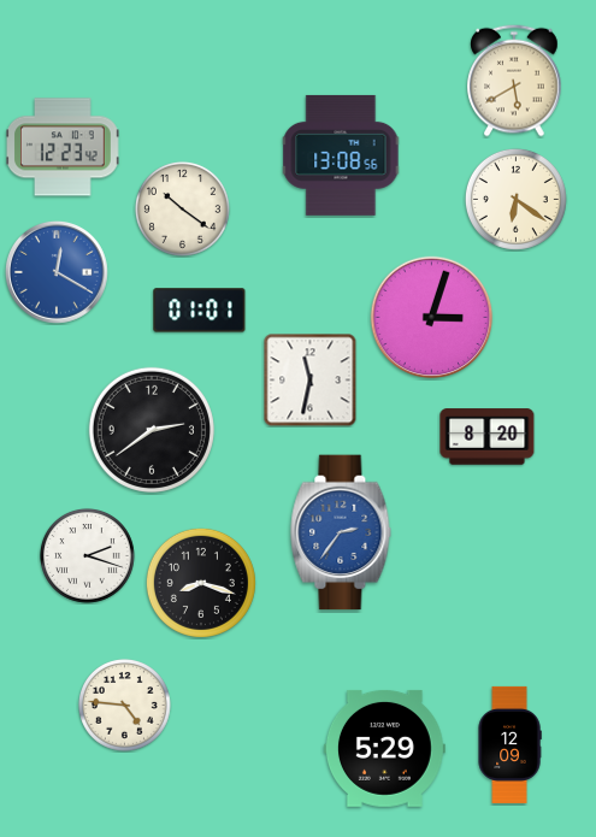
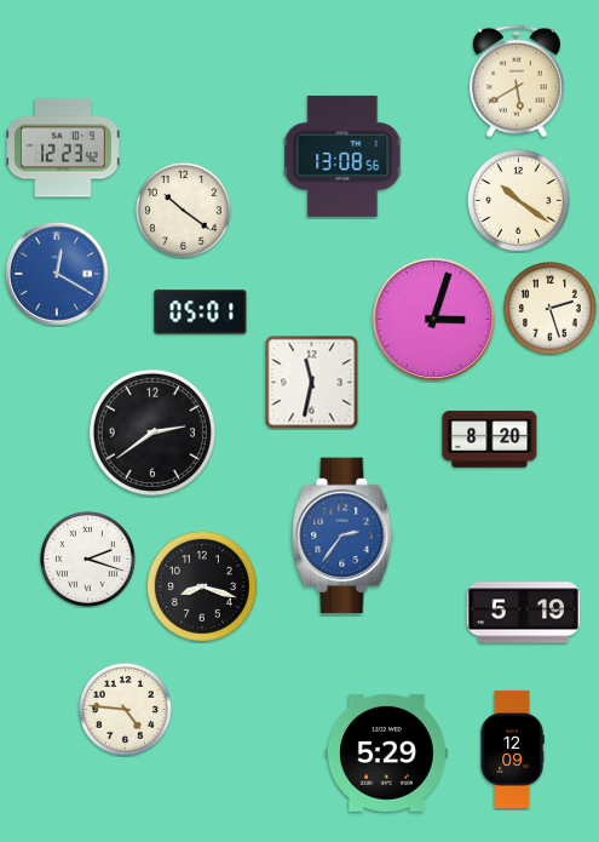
clock at (515, 199): 6:21 -> 10:21
clock at (551, 309): none -> 2:27
clock at (200, 311): 01:01 -> 05:01
clock at (524, 613): none -> 5:19
